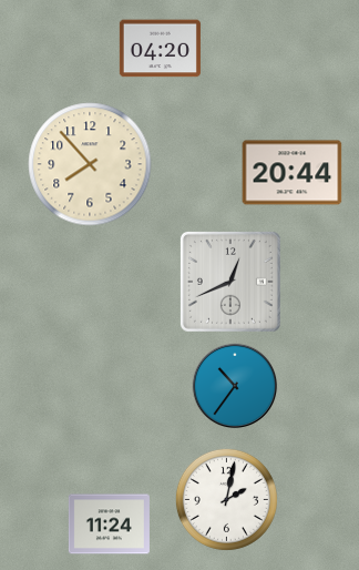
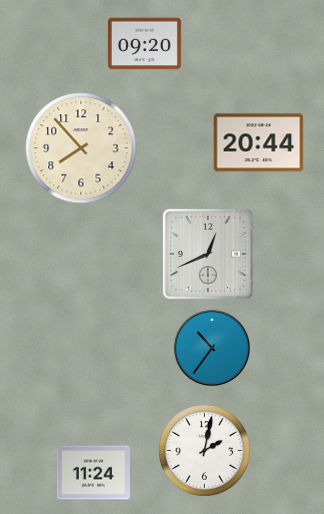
clock at (160, 49): 04:20 -> 09:20
clock at (293, 173) position: (293, 173) -> (259, 143)
clock at (109, 525) position: (109, 525) -> (93, 473)
